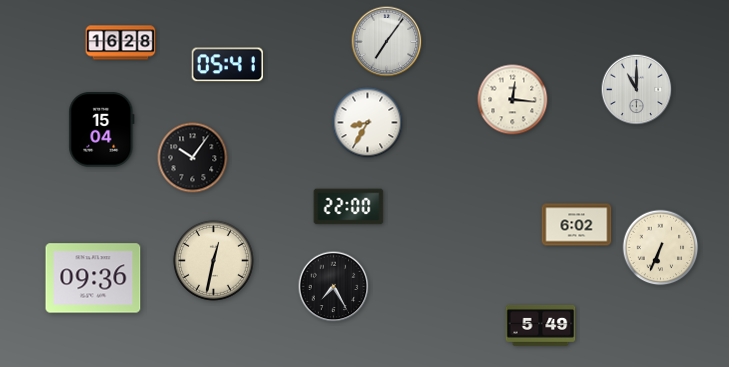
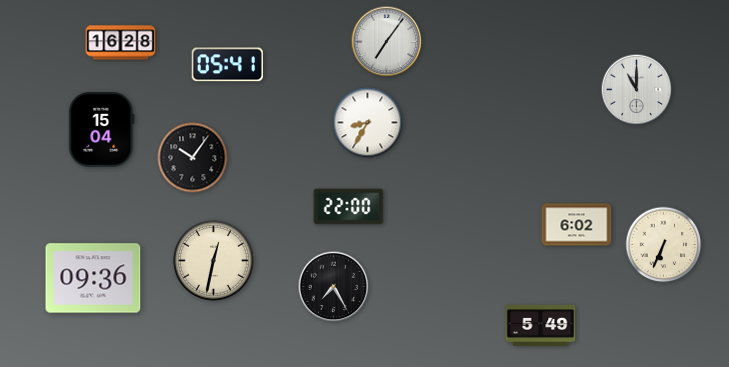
clock at (513, 100): 12:16 -> none
clock at (661, 248) position: (661, 248) -> (664, 245)
